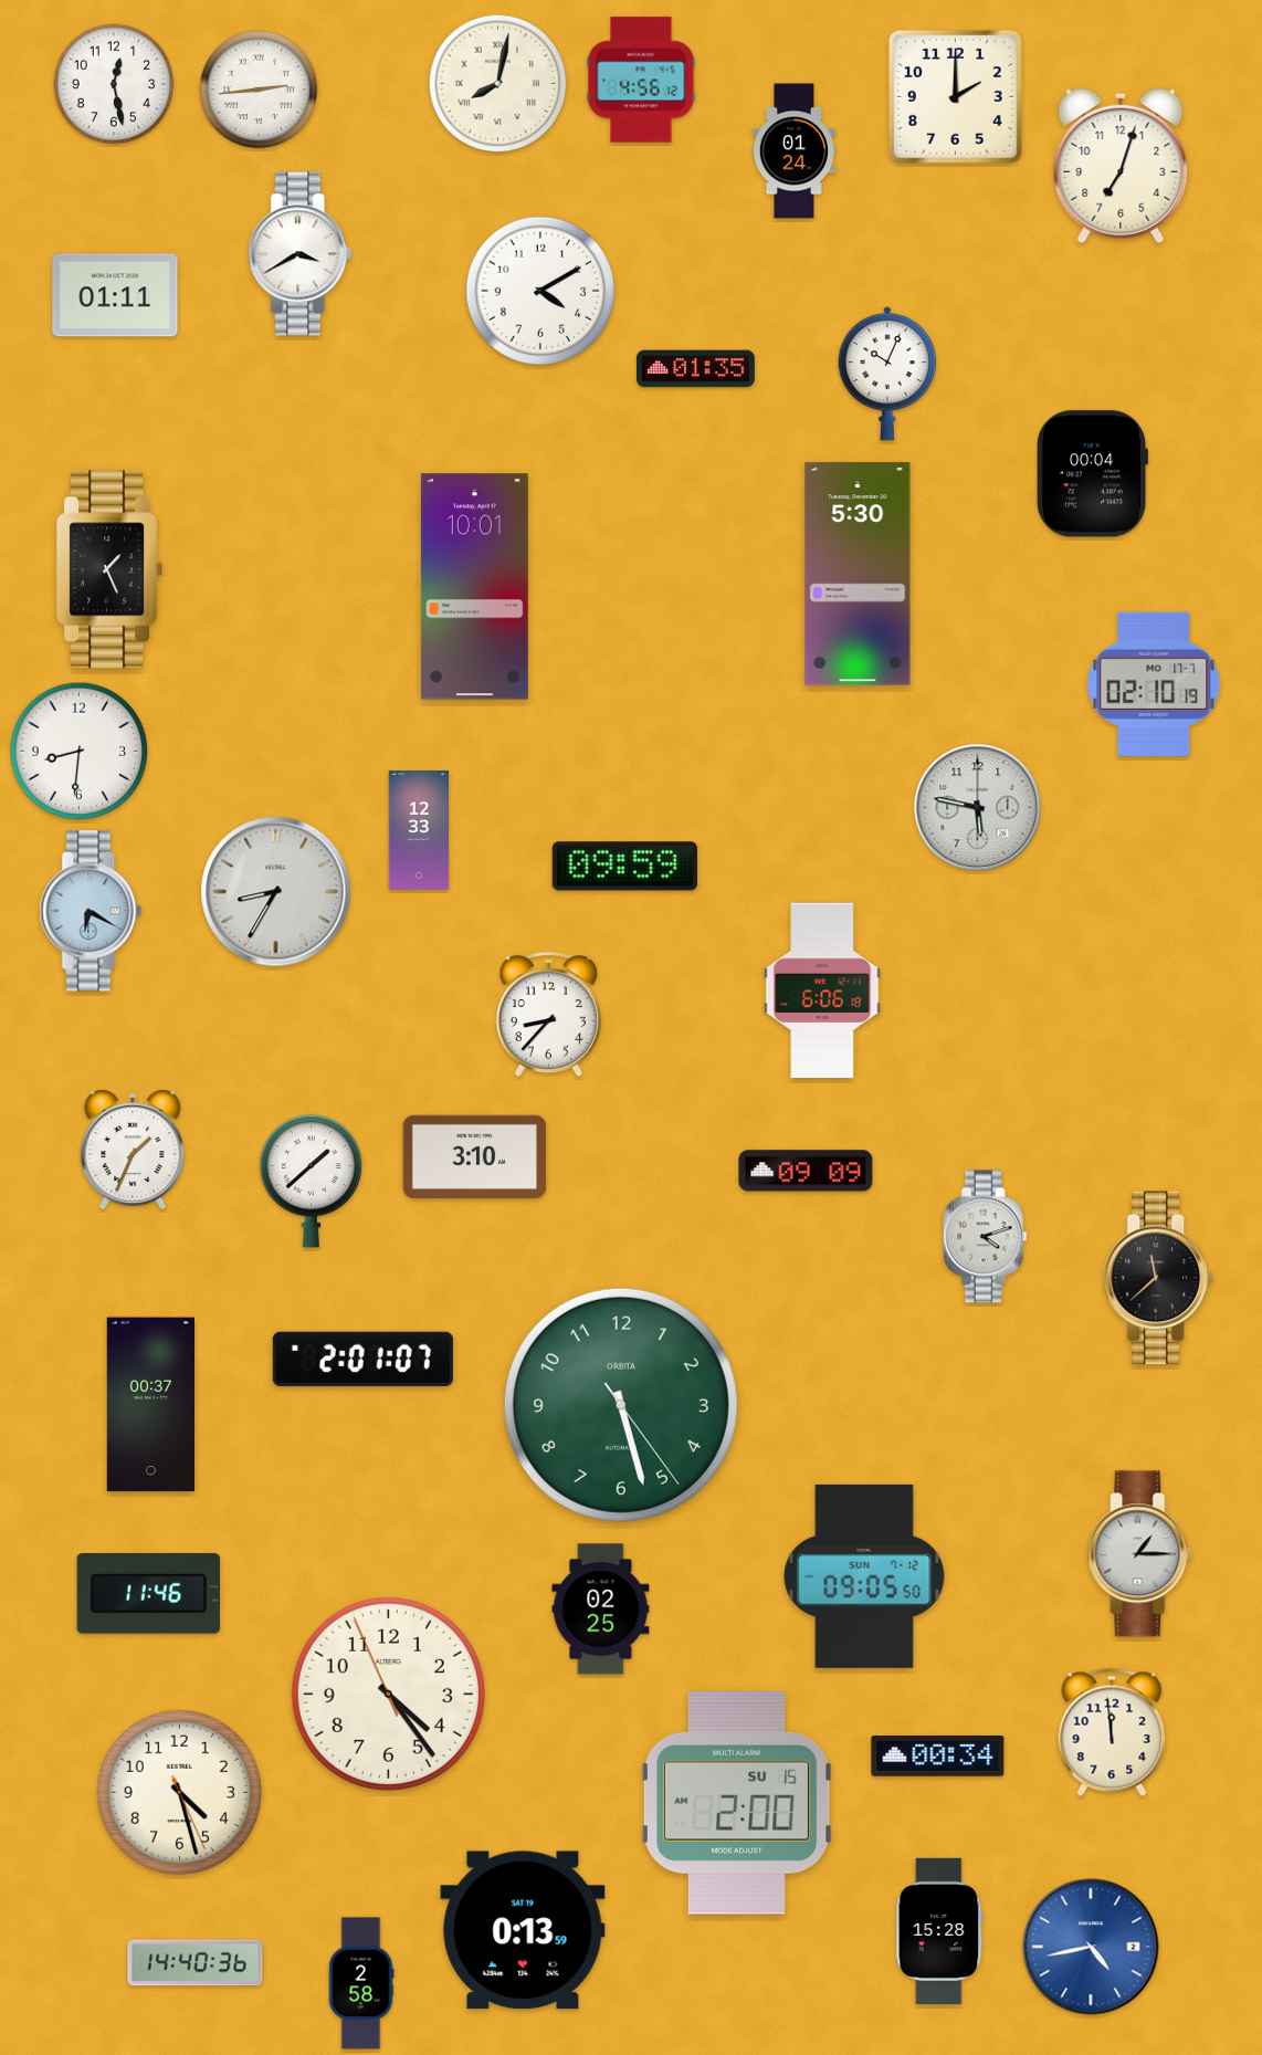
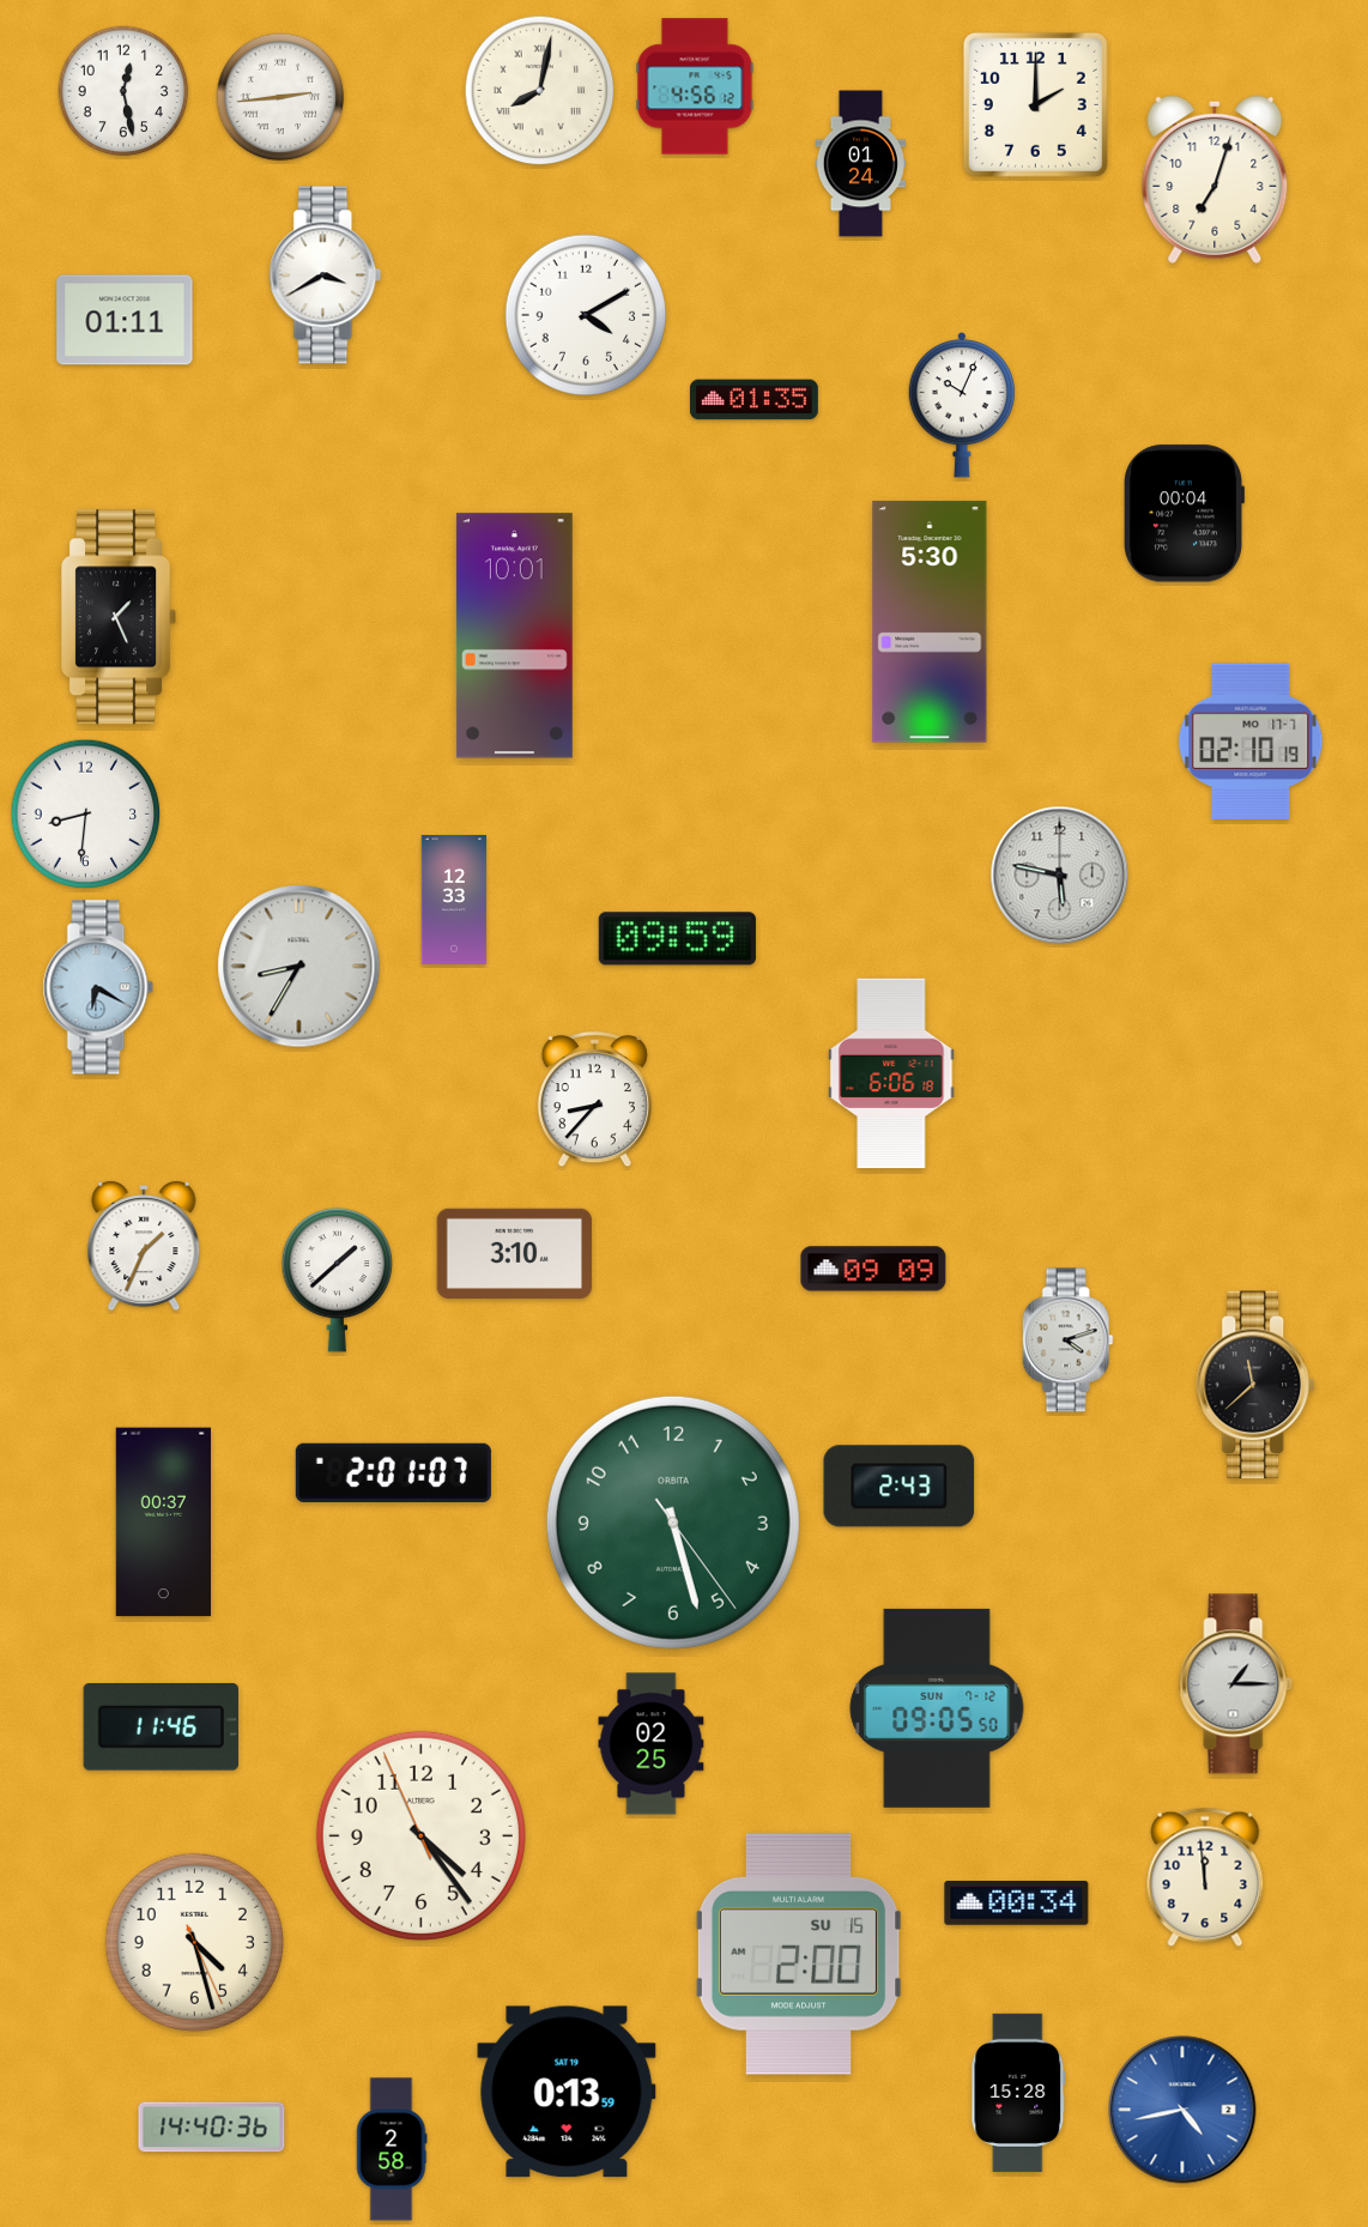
clock at (900, 1487): none -> 2:43
